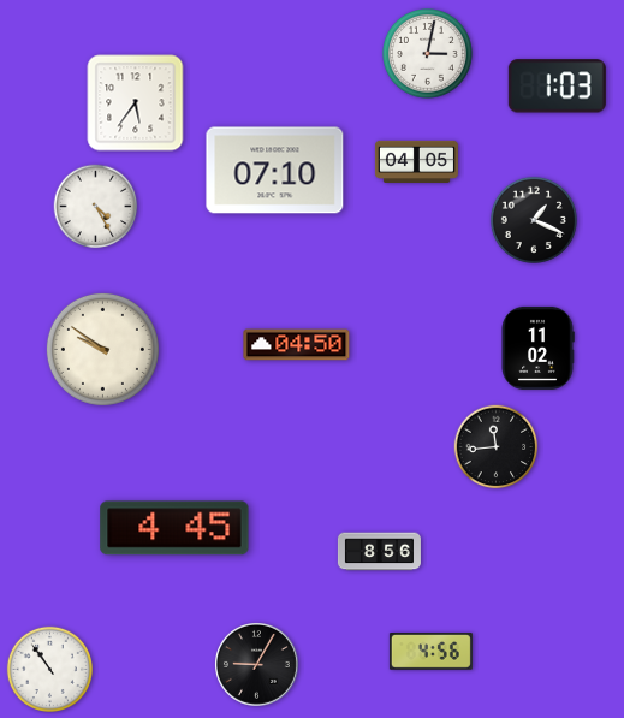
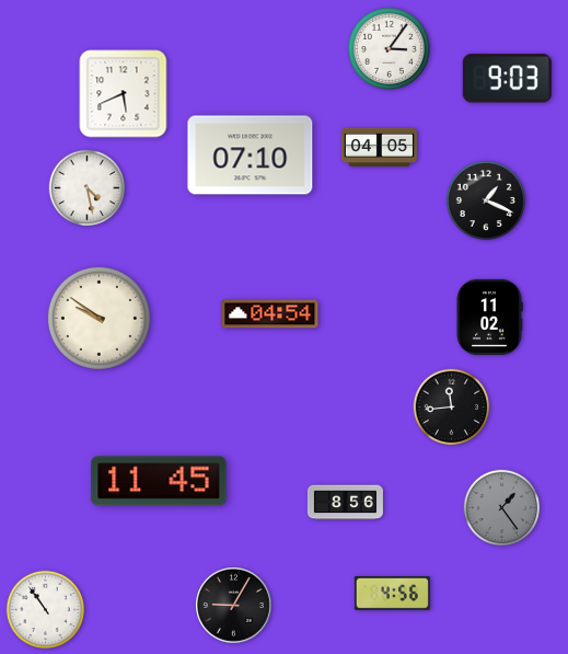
clock at (428, 54): 3:02 -> 3:06
clock at (557, 87): 1:03 -> 9:03
clock at (136, 103): 5:36 -> 5:41
clock at (96, 207): 4:25 -> 4:28
clock at (297, 345): 04:50 -> 04:54
clock at (102, 349) position: (102, 349) -> (98, 318)
clock at (174, 528): 4:45 -> 11:45
clock at (502, 508): none -> 1:24
